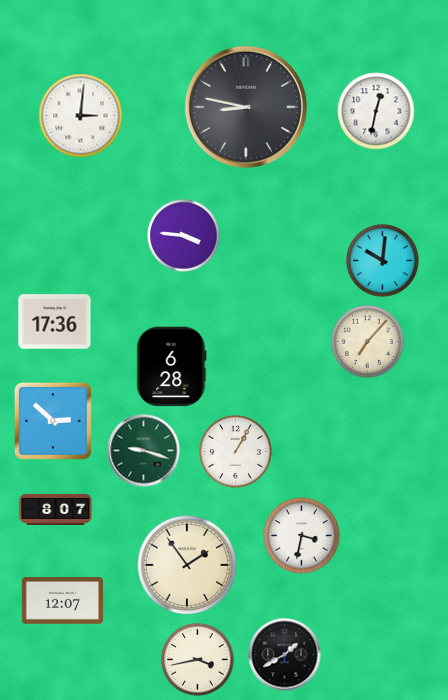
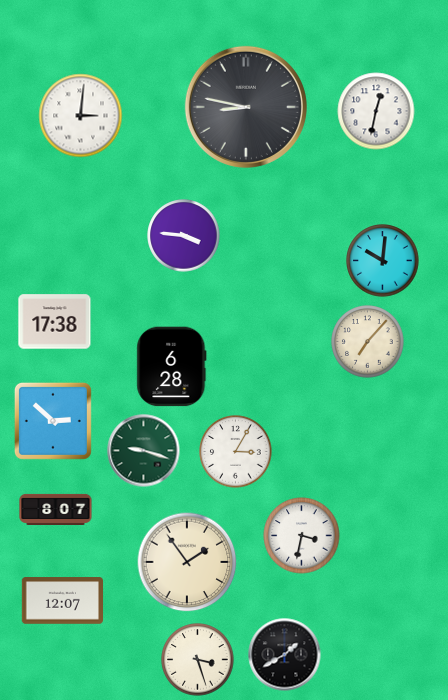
clock at (55, 322): 17:36 -> 17:38
clock at (236, 452): 1:05 -> 3:05
clock at (187, 565) position: (187, 565) -> (187, 562)
clock at (198, 660): 3:43 -> 3:27
